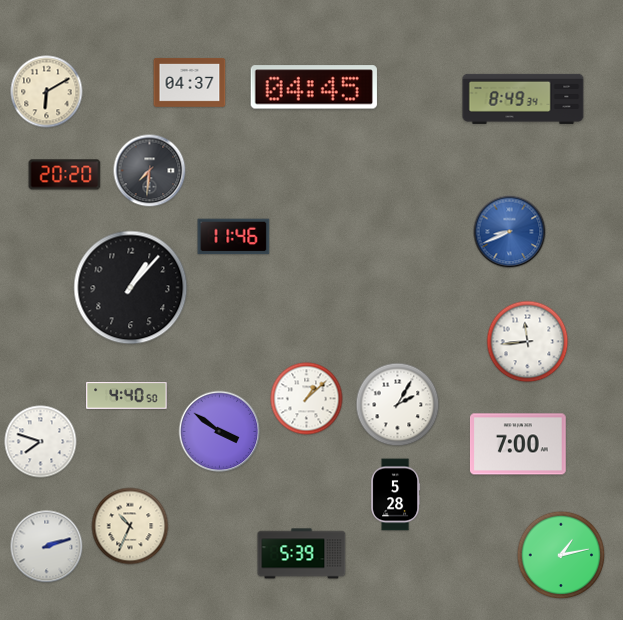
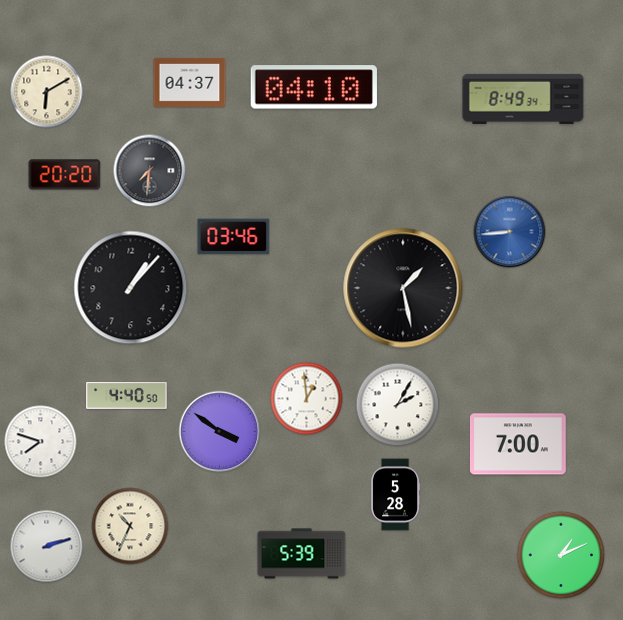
clock at (314, 87): 04:45 -> 04:10
clock at (510, 232): 8:41 -> 8:44
clock at (234, 237): 11:46 -> 03:46
clock at (403, 288): none -> 1:28
clock at (528, 342): 11:44 -> none
clock at (307, 399): 1:08 -> 12:59
clock at (561, 555): 1:13 -> 1:11
